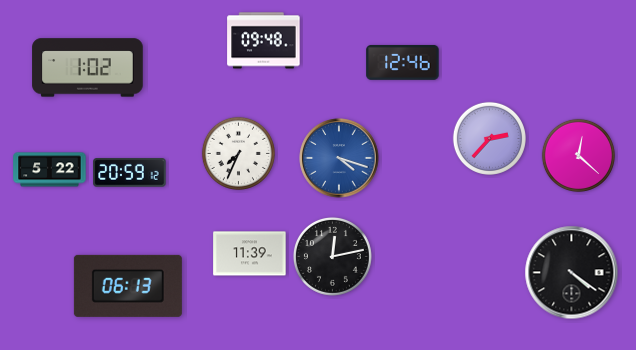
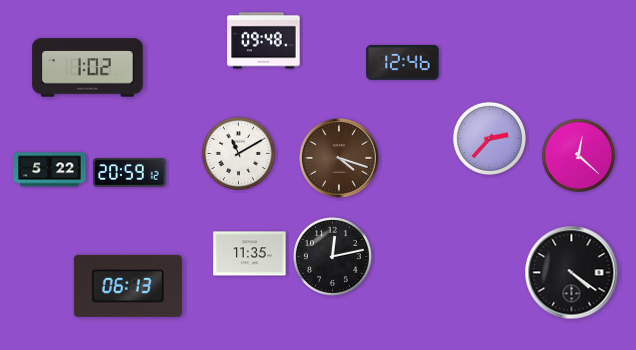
clock at (238, 153): 7:34 -> 11:10
clock at (339, 158) dial: blue -> brown
clock at (250, 254): 11:39 -> 11:35
